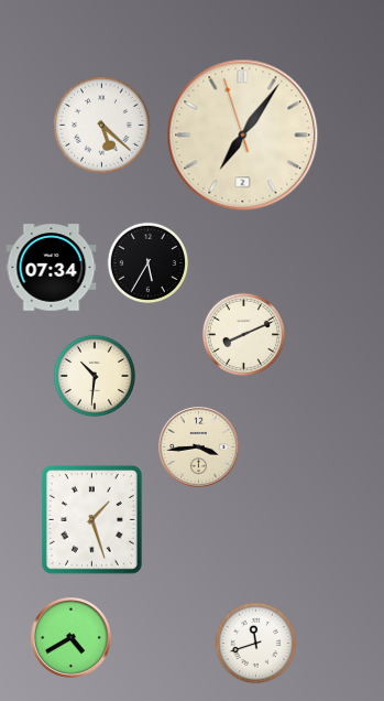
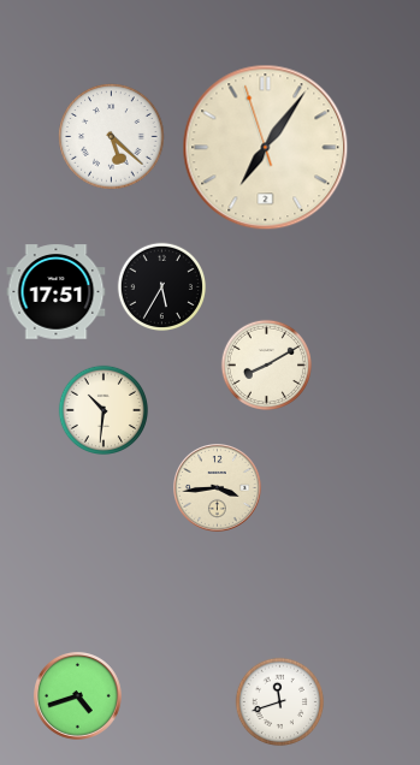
clock at (52, 268): 07:34 -> 17:51
clock at (243, 334): 8:11 -> 8:10
clock at (91, 519): 1:27 -> none
clock at (72, 638): 4:40 -> 4:42
